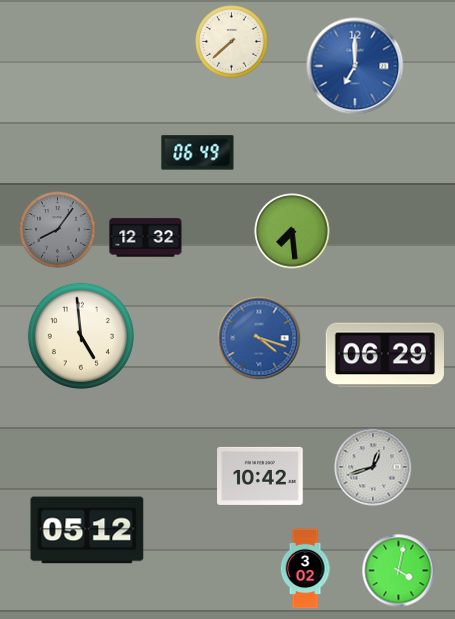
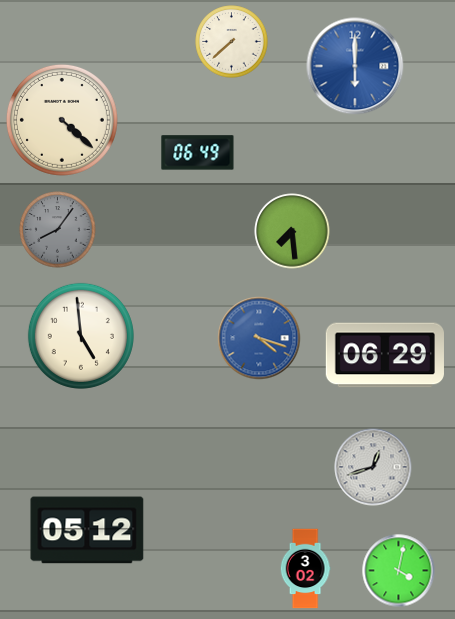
clock at (355, 66): 7:00 -> 6:00
clock at (62, 120): none -> 4:22
clock at (146, 238): 12:32 -> none
clock at (260, 476): 10:42 -> none
